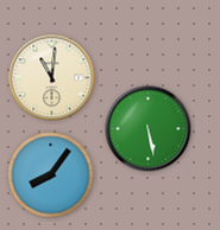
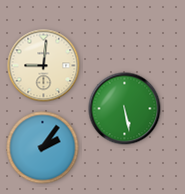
clock at (52, 78): 11:01 -> 9:01
clock at (51, 175): 8:06 -> 2:06
